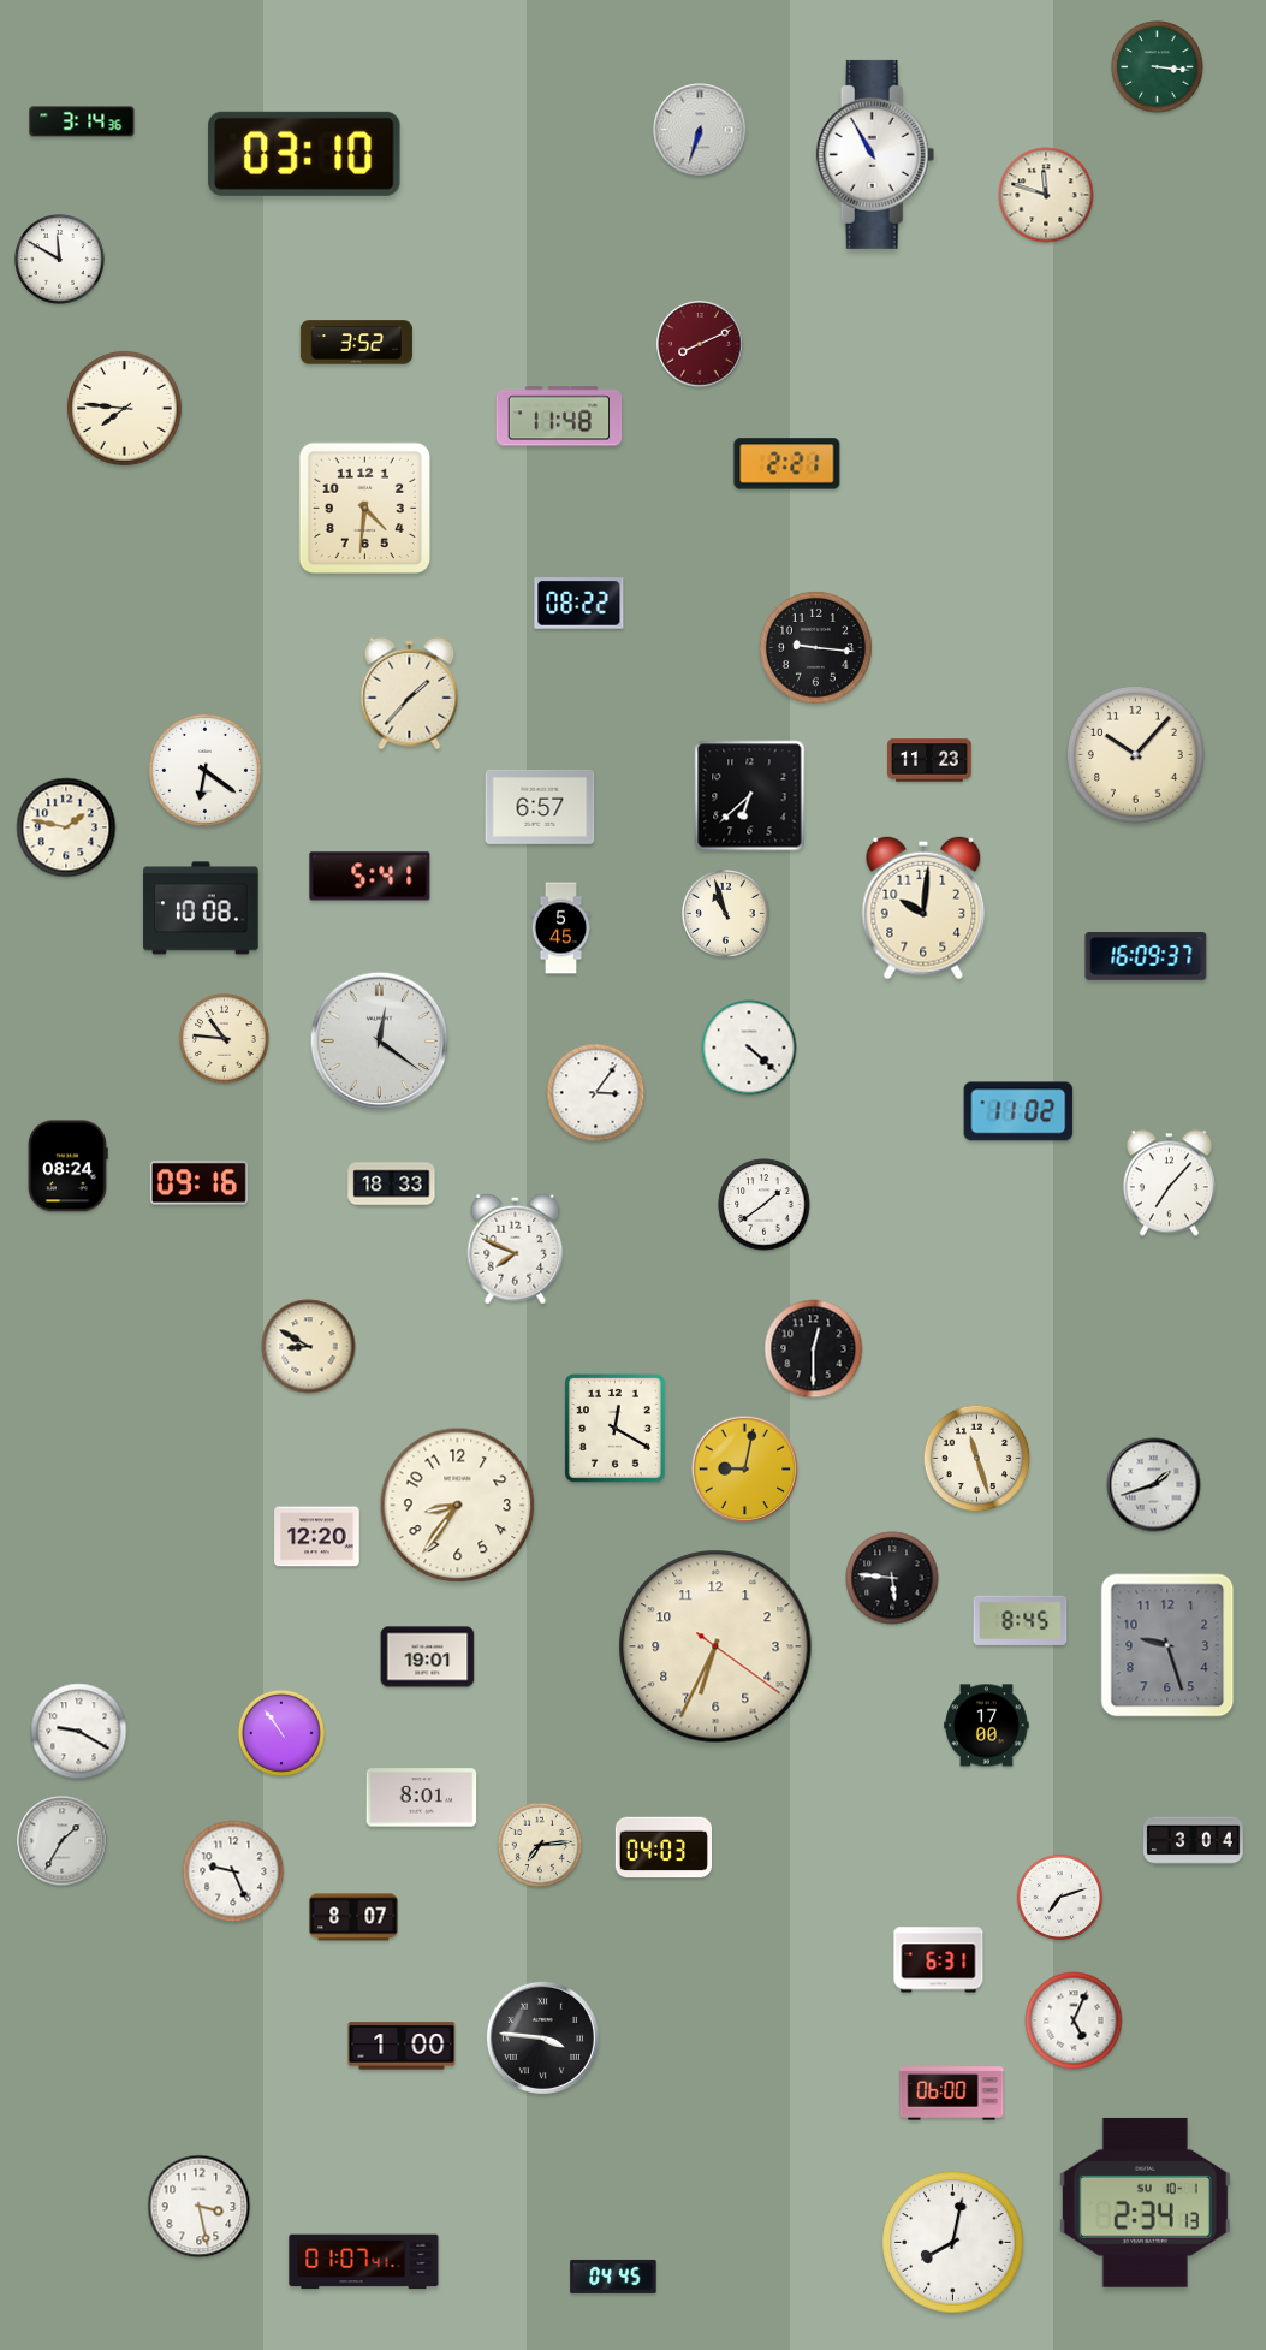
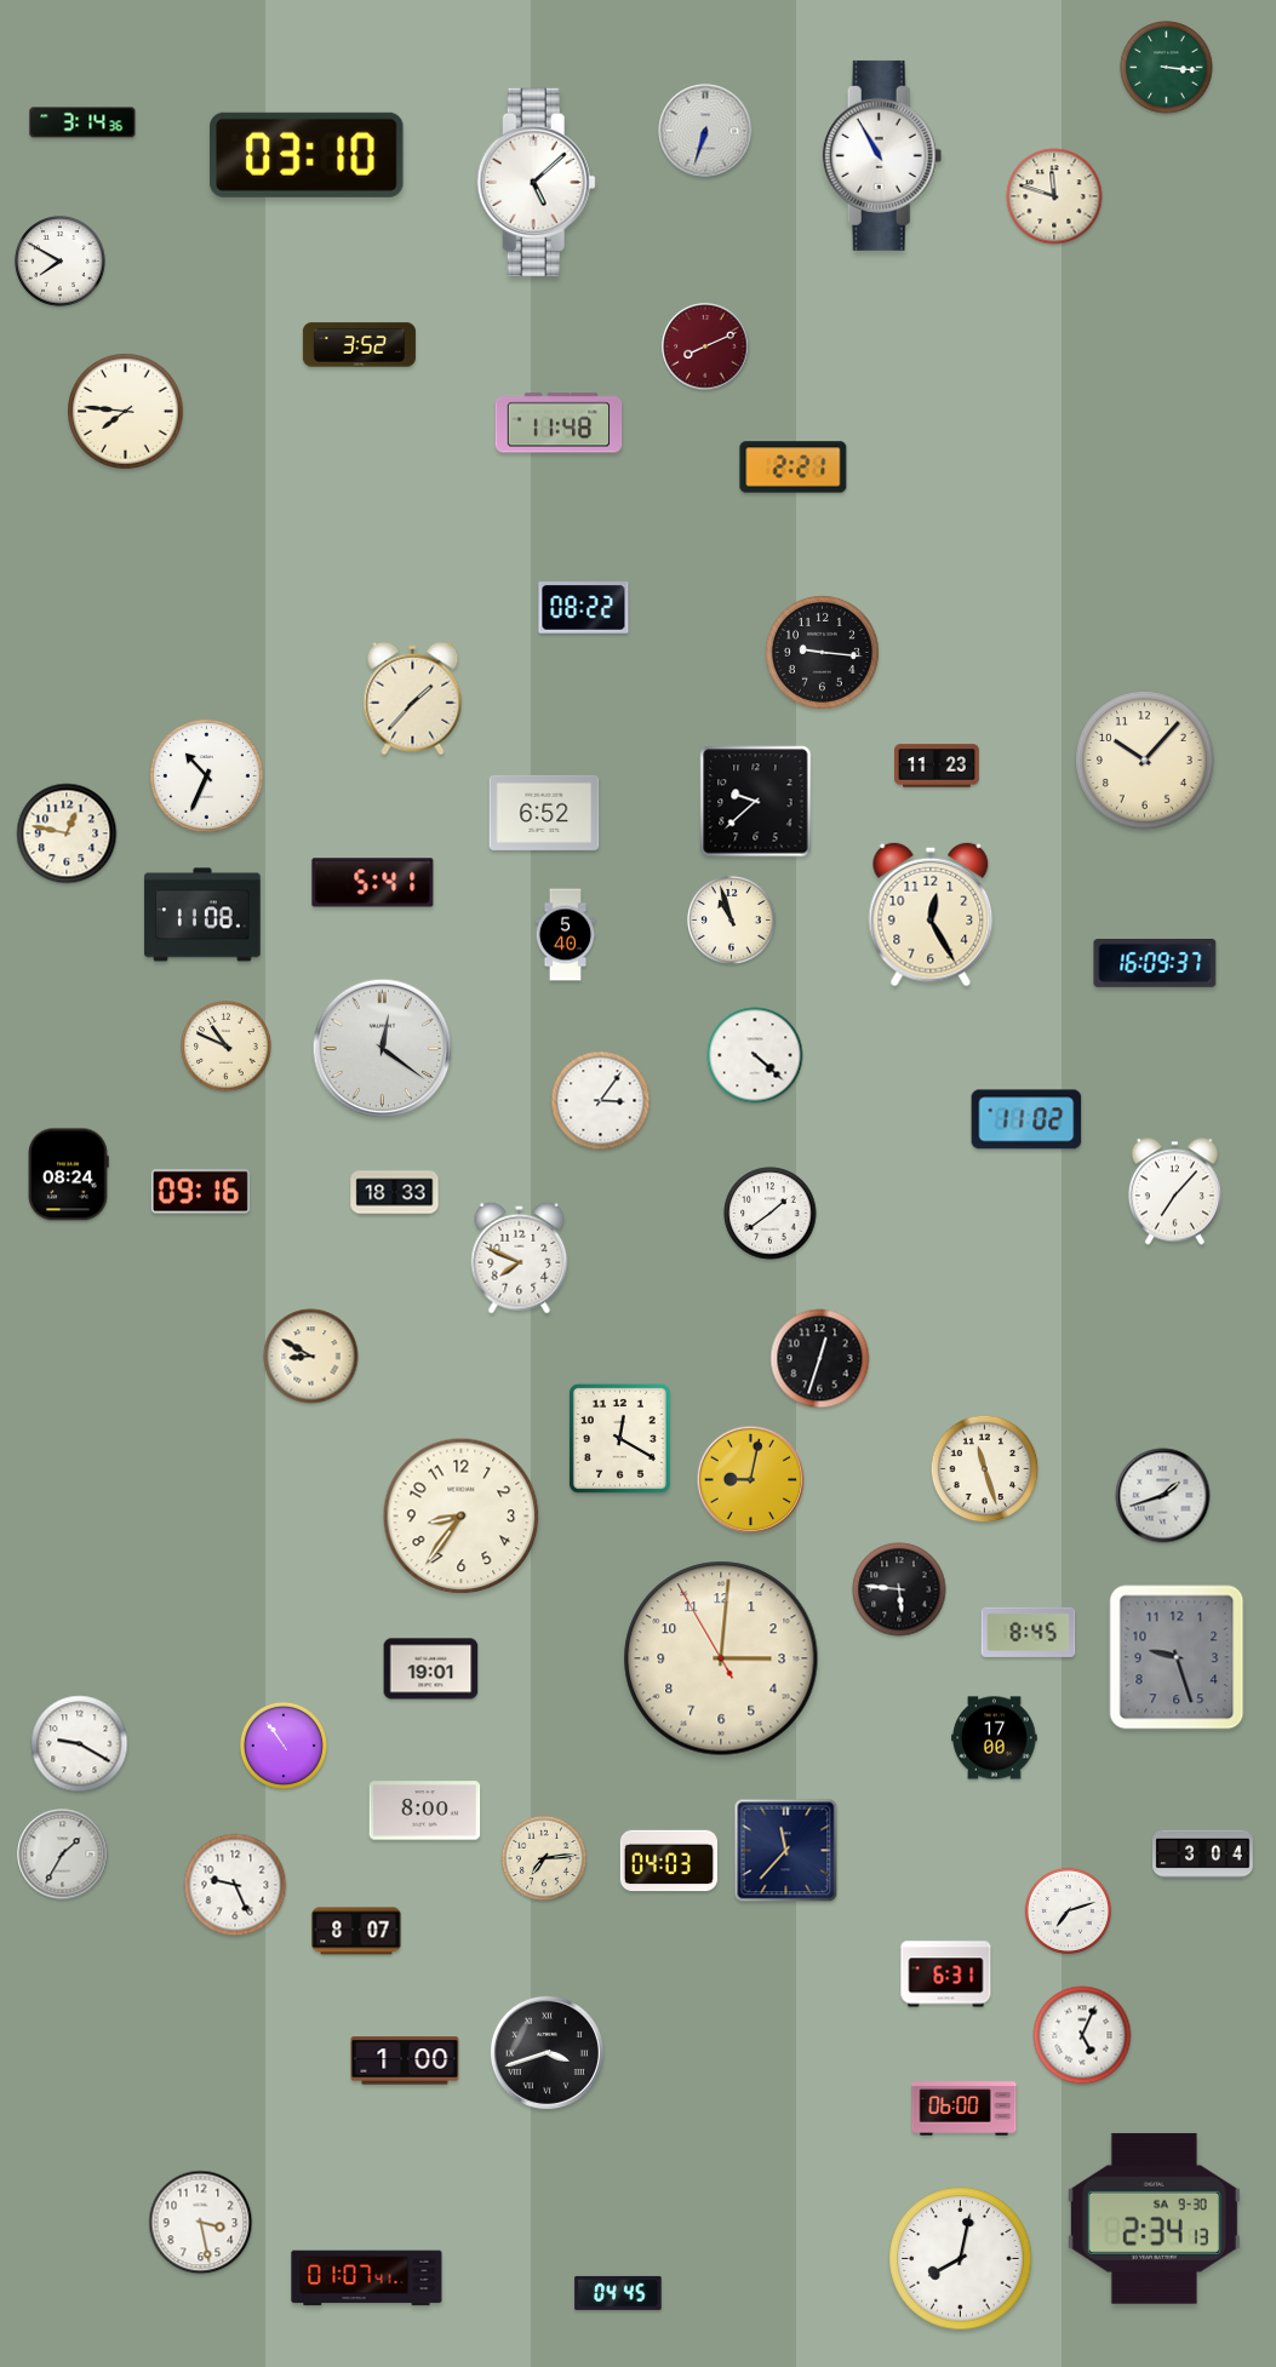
clock at (536, 182): none -> 5:08
clock at (60, 260): 11:50 -> 7:50
clock at (559, 416) position: (559, 416) -> (559, 423)
clock at (364, 508): 4:31 -> none
clock at (204, 770): 6:21 -> 10:34
clock at (750, 796): 6:38 -> 9:38
clock at (540, 807): 6:57 -> 6:52
clock at (66, 827): 1:47 -> 12:47
clock at (201, 908): 10:08 -> 11:08
clock at (923, 908): 10:01 -> 12:25
clock at (561, 928): 5:45 -> 5:40
clock at (225, 1039): 10:46 -> 10:49
clock at (1169, 1183) position: (1169, 1183) -> (1174, 1192)
clock at (814, 1349): 12:30 -> 12:33
clock at (317, 1537): 12:20 -> none
clock at (715, 1646): 6:34 -> 3:00
clock at (422, 1798): 8:01 -> 8:00
clock at (786, 1851): none -> 11:37
clock at (542, 2037): 3:46 -> 3:42
clock at (952, 2094) position: (952, 2094) -> (965, 2109)
clock at (1145, 2202) date: SU 10-1 -> SA 9-30
